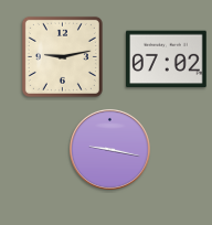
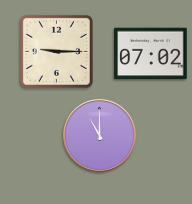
clock at (62, 56): 9:13 -> 9:15
clock at (109, 149): 9:17 -> 11:00
